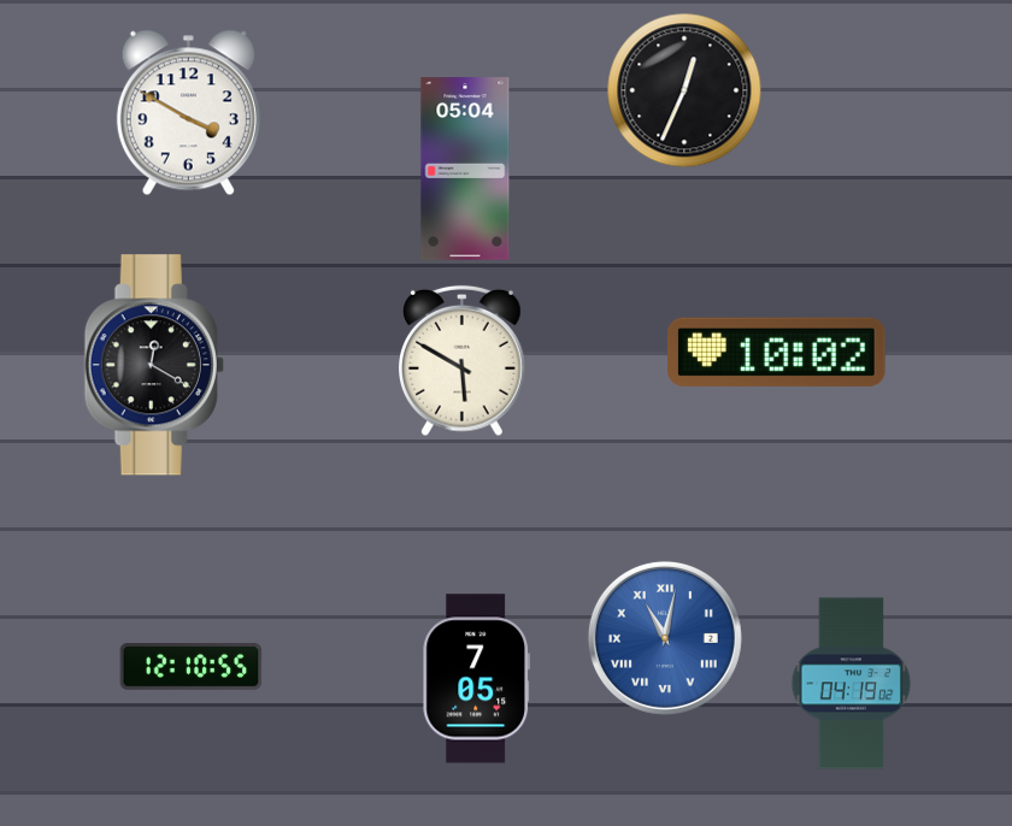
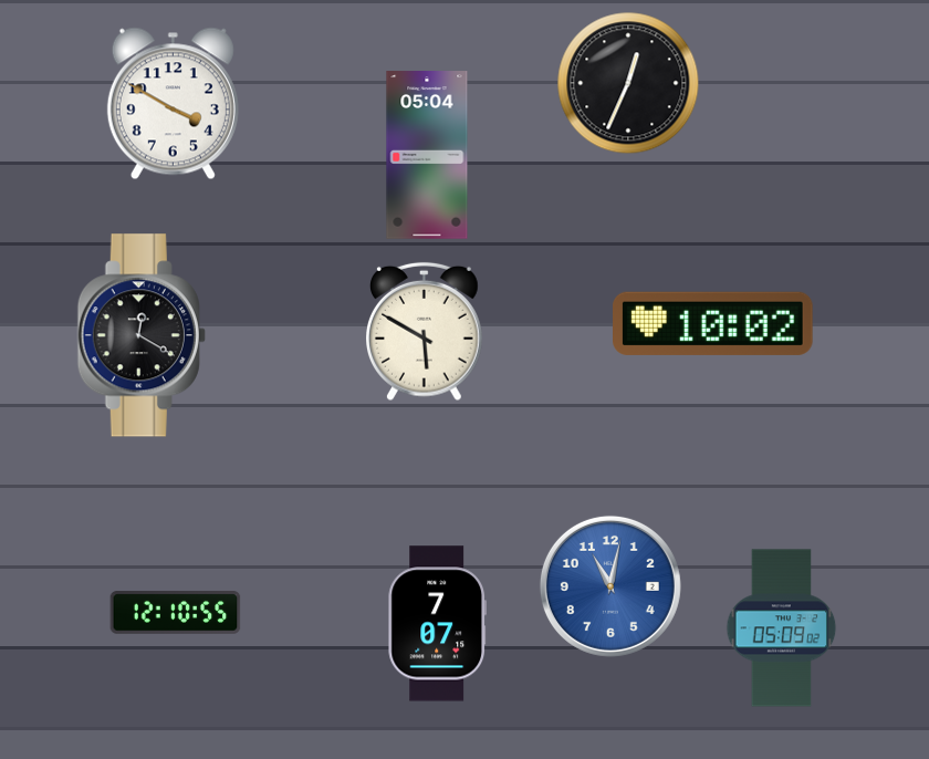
clock at (665, 638) numerals: Roman -> Arabic
clock at (476, 679): 7:05 -> 7:07
clock at (852, 684): 04:19 -> 05:09
